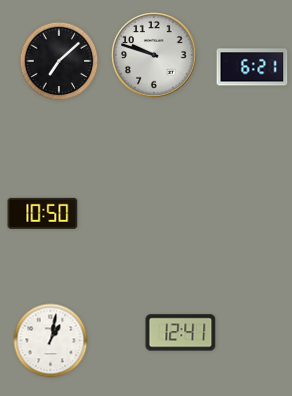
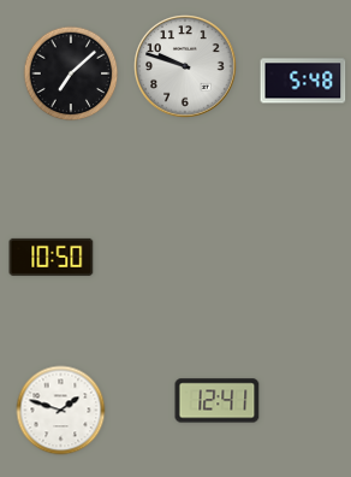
clock at (252, 67): 6:21 -> 5:48
clock at (51, 341): 1:02 -> 1:48
